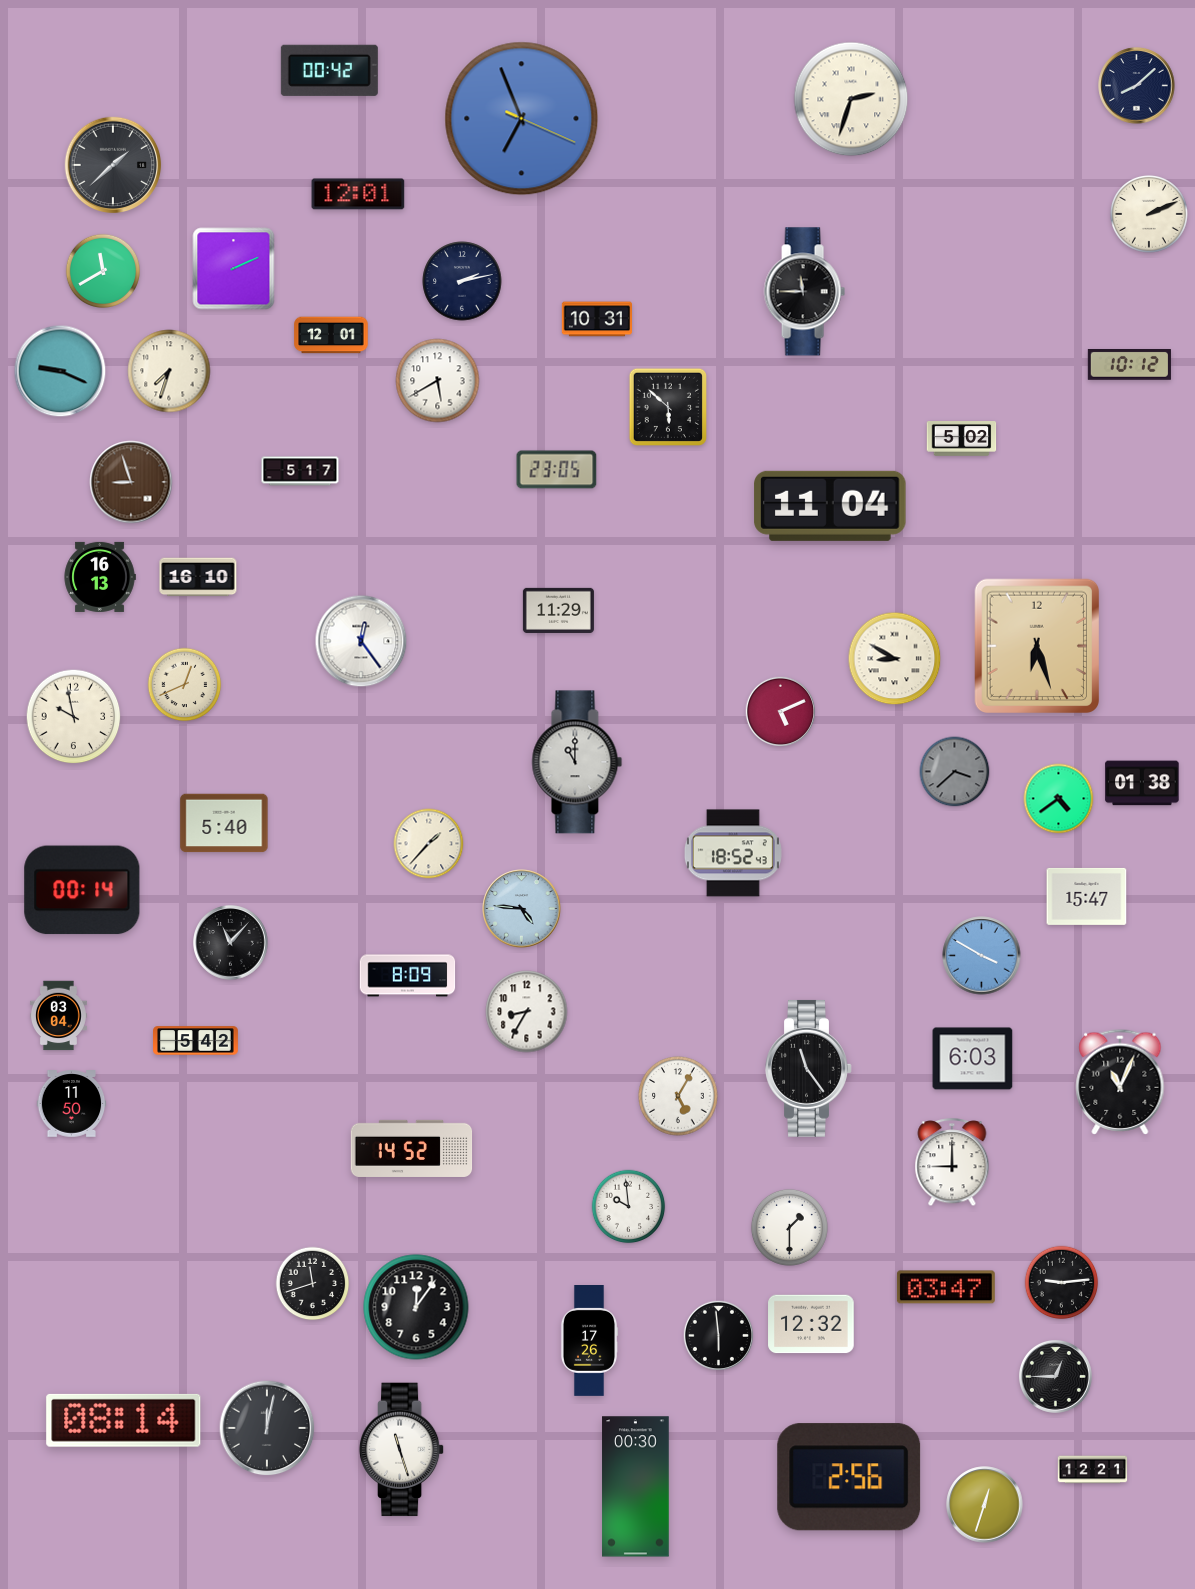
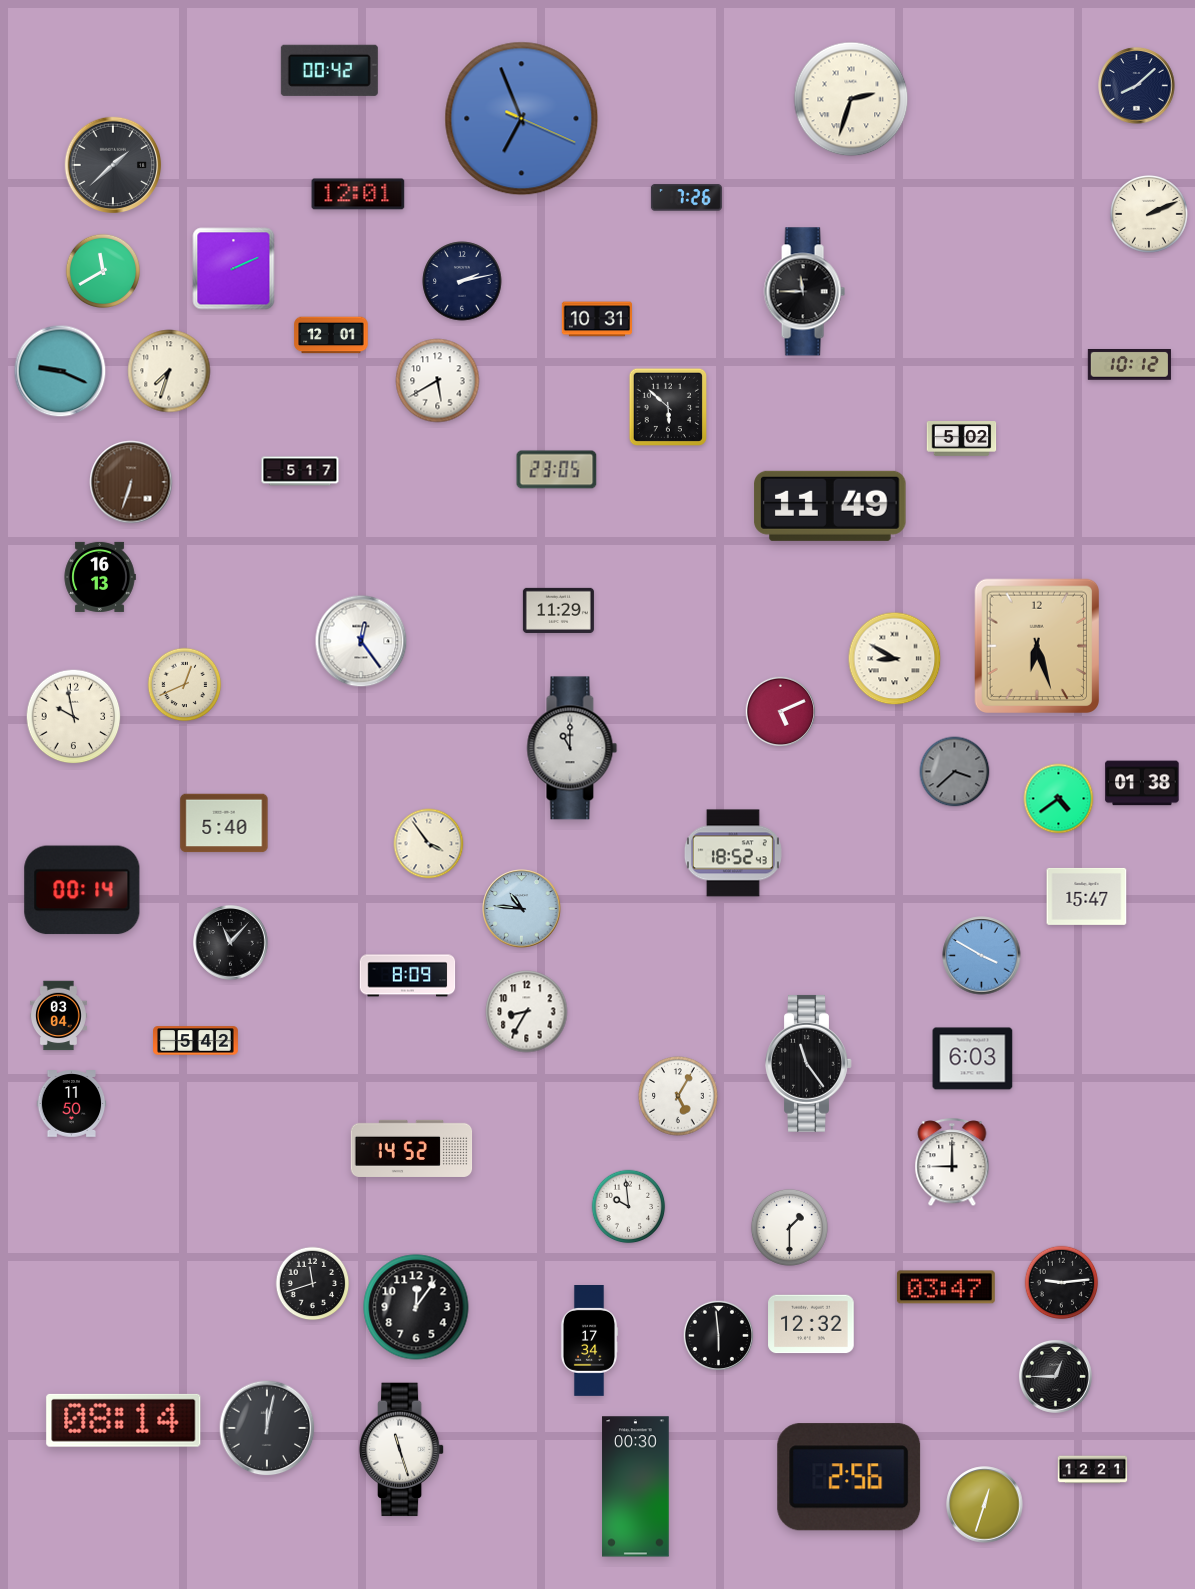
clock at (686, 198): none -> 7:26
clock at (131, 482): 8:57 -> 6:33
clock at (830, 506): 11:04 -> 11:49
clock at (198, 577): 16:10 -> none
clock at (577, 762) position: (577, 762) -> (572, 748)
clock at (429, 844): 1:37 -> 3:54
clock at (522, 909): 4:46 -> 10:46
clock at (809, 1068) position: (809, 1068) -> (809, 1063)
clock at (1120, 1082): 11:04 -> none
clock at (589, 1341): 17:26 -> 17:34
